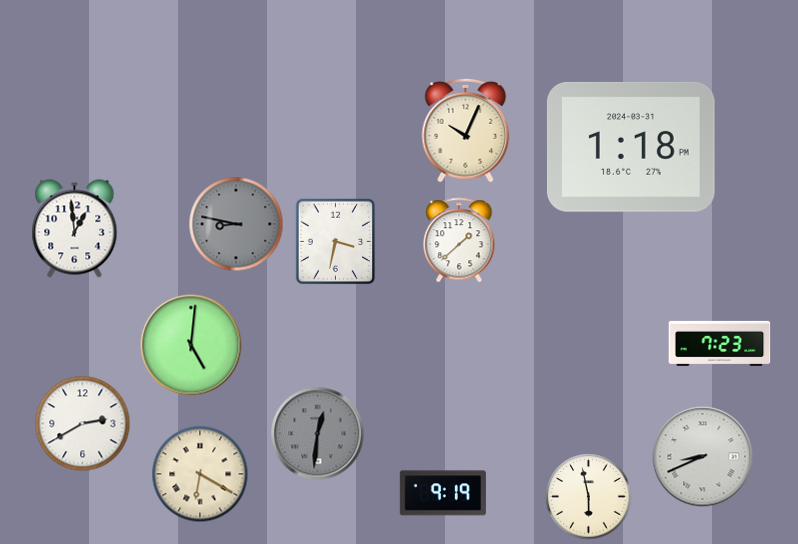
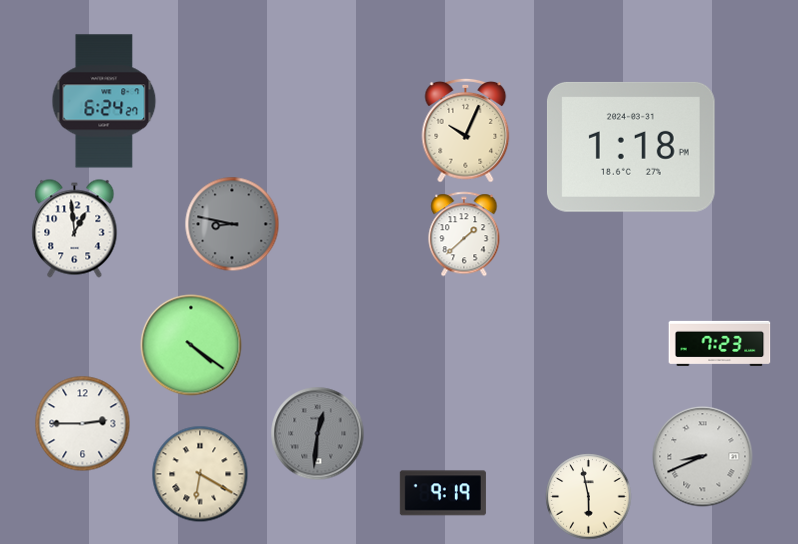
clock at (104, 101): none -> 6:24
clock at (236, 224) position: (236, 224) -> (232, 224)
clock at (459, 240) position: (459, 240) -> (464, 234)
clock at (336, 242): 3:32 -> none
clock at (191, 345): 5:01 -> 4:21
clock at (83, 424): 2:40 -> 2:45
